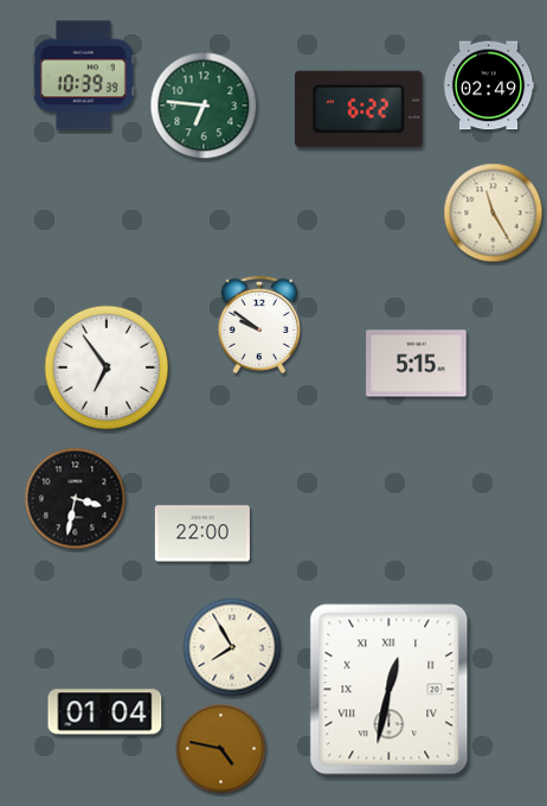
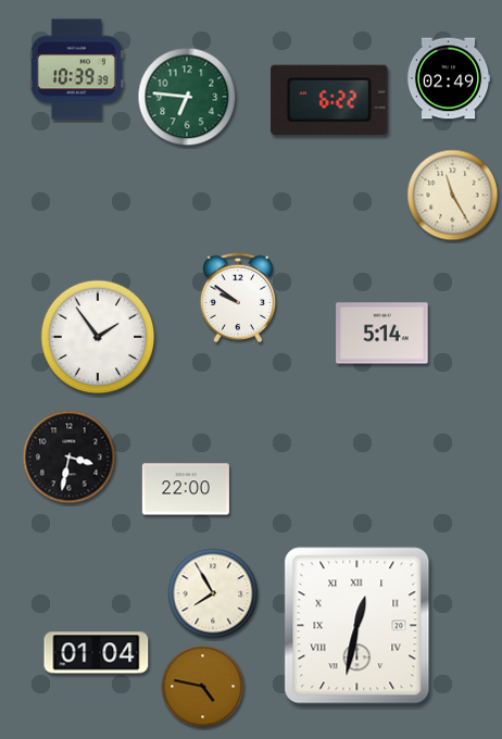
clock at (417, 364): 5:15 -> 5:14
clock at (107, 367): 6:54 -> 1:54
clock at (390, 690) position: (390, 690) -> (357, 626)
